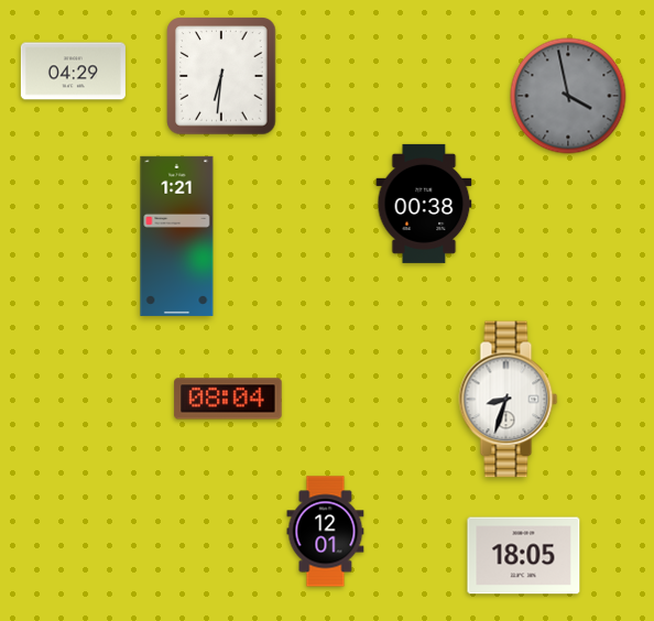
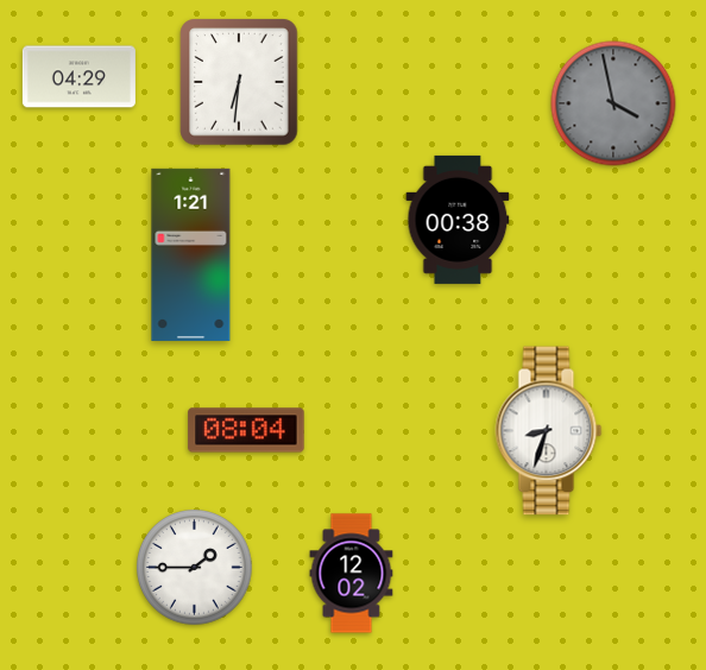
clock at (195, 568): none -> 1:45
clock at (326, 532): 12:01 -> 12:02
clock at (524, 556): 18:05 -> none
